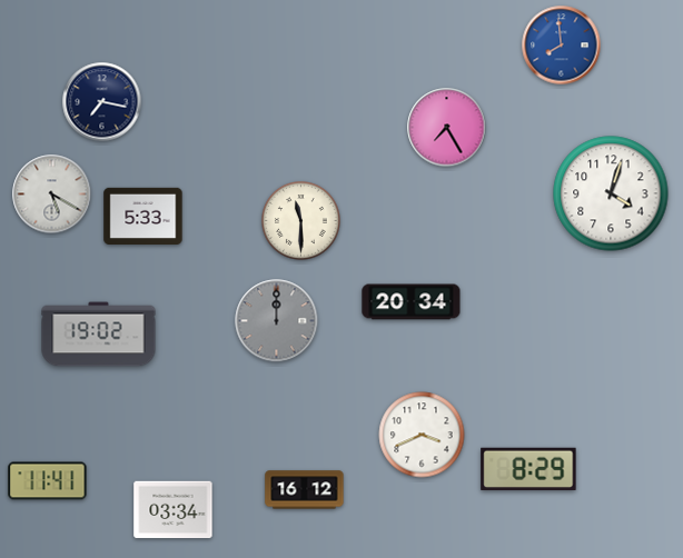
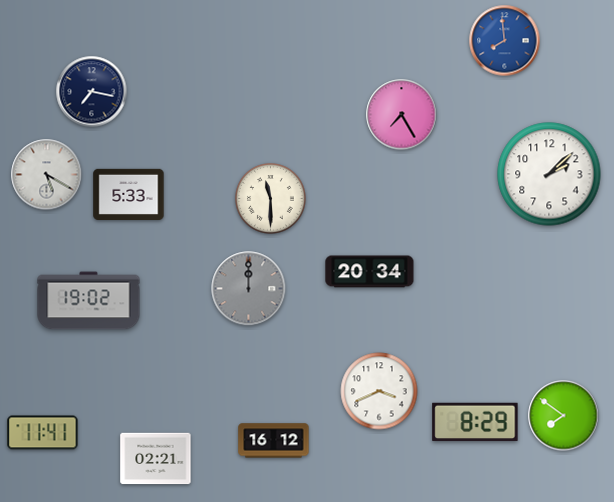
clock at (611, 193): 4:03 -> 2:08
clock at (564, 416): none -> 7:51
clock at (174, 510): 03:34 -> 02:21
